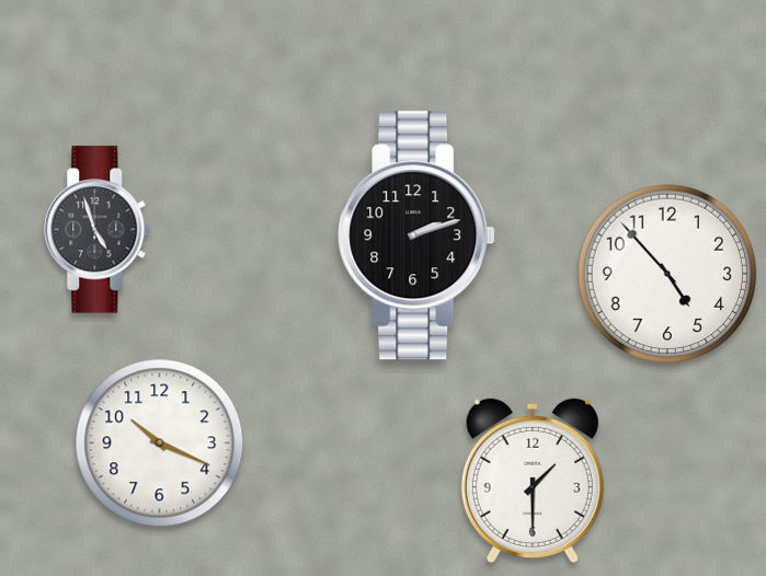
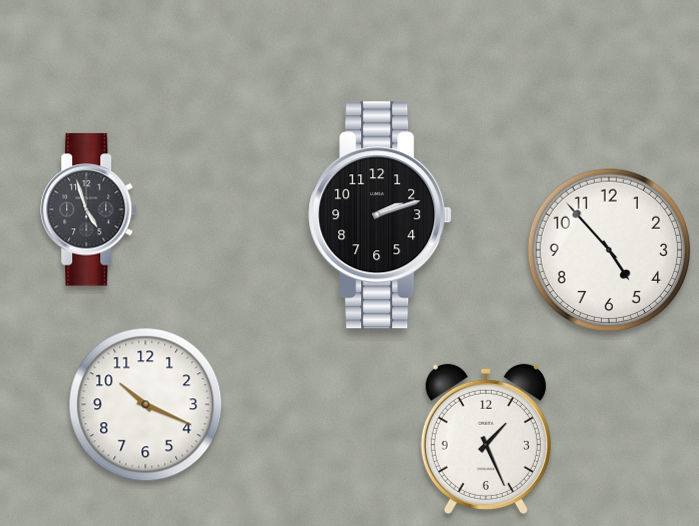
clock at (533, 481): 1:30 -> 1:26
